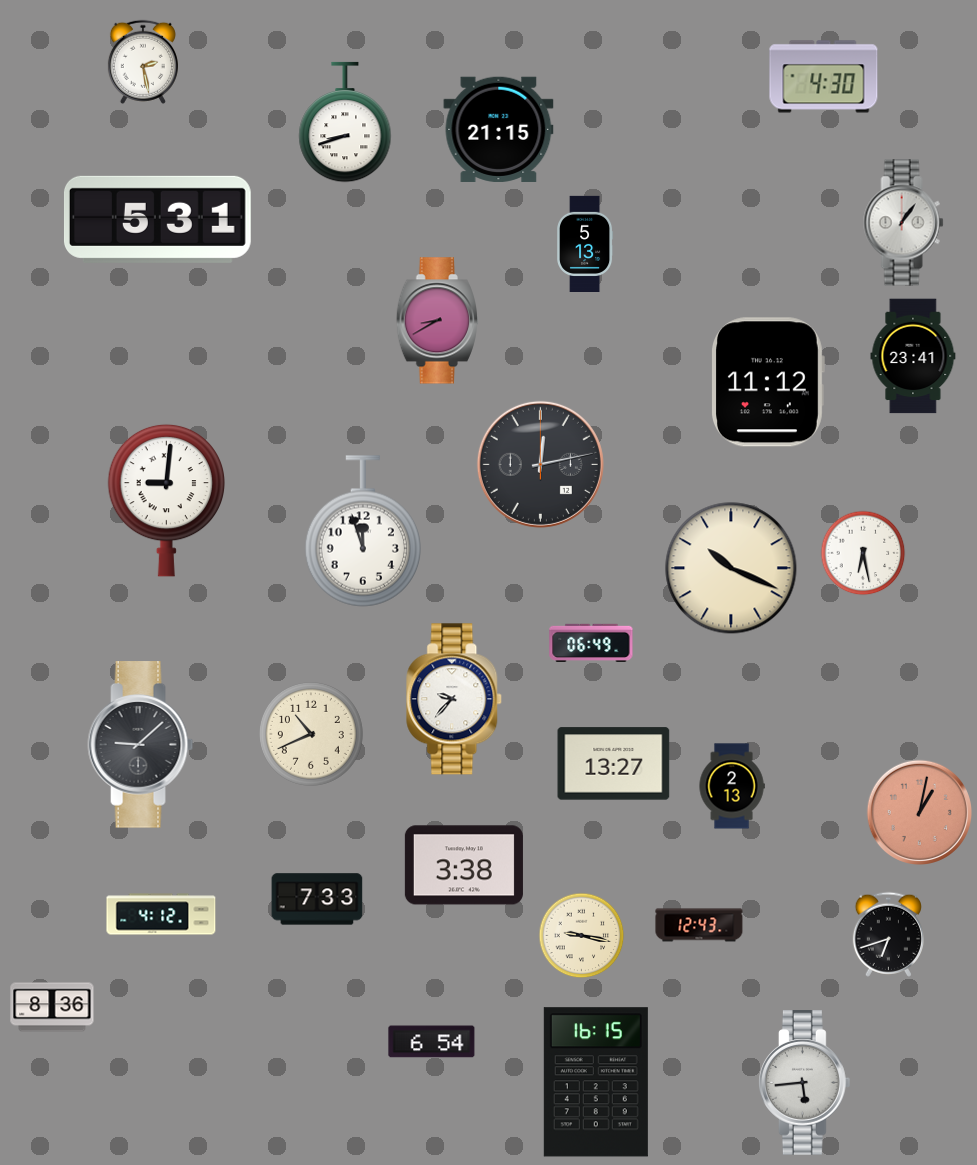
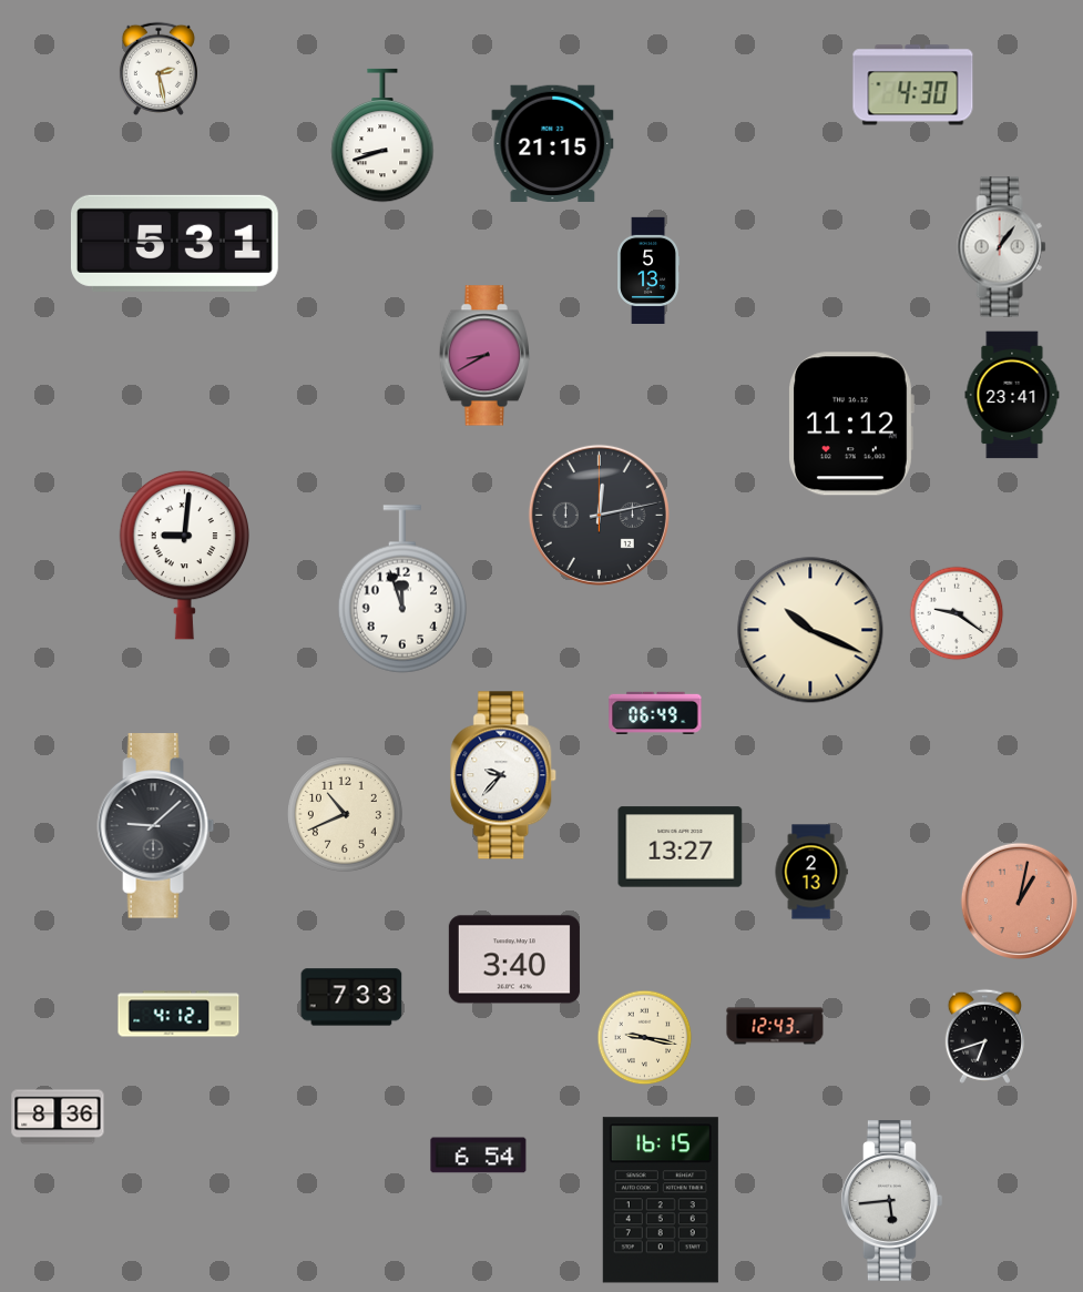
clock at (863, 553): 6:28 -> 9:21
clock at (464, 865): 3:38 -> 3:40
